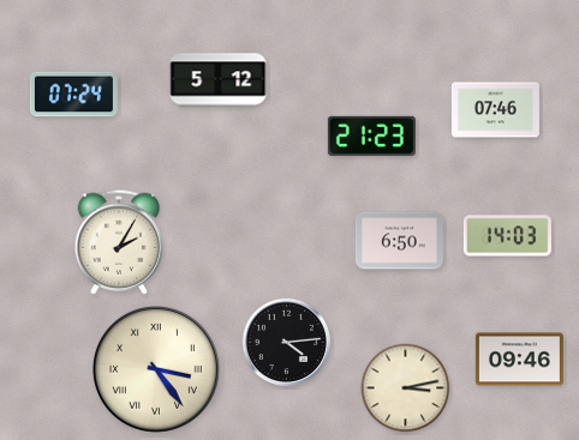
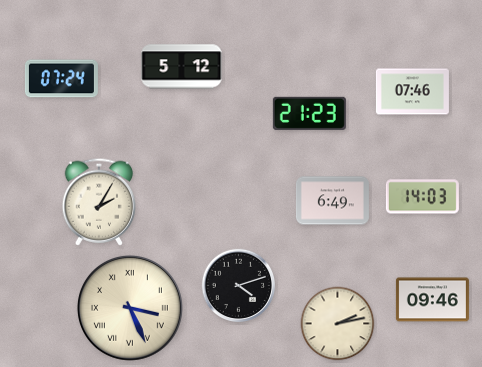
clock at (399, 241): 6:50 -> 6:49
clock at (286, 342): 4:14 -> 4:12
clock at (156, 369): 3:24 -> 3:26
clock at (406, 388): 3:13 -> 2:13
